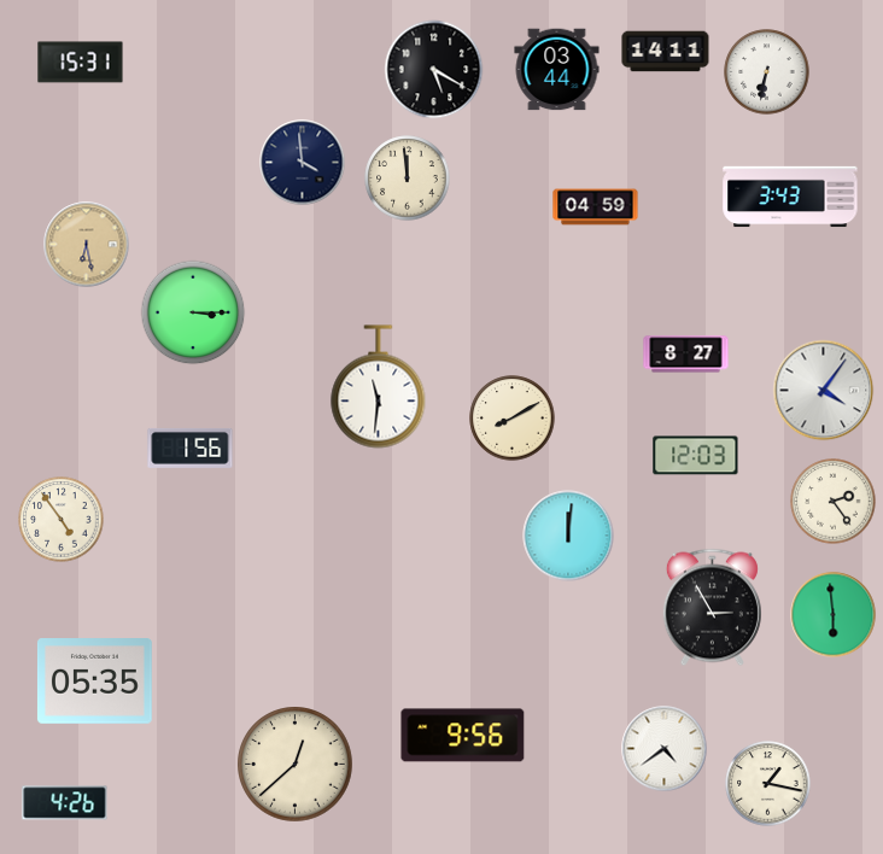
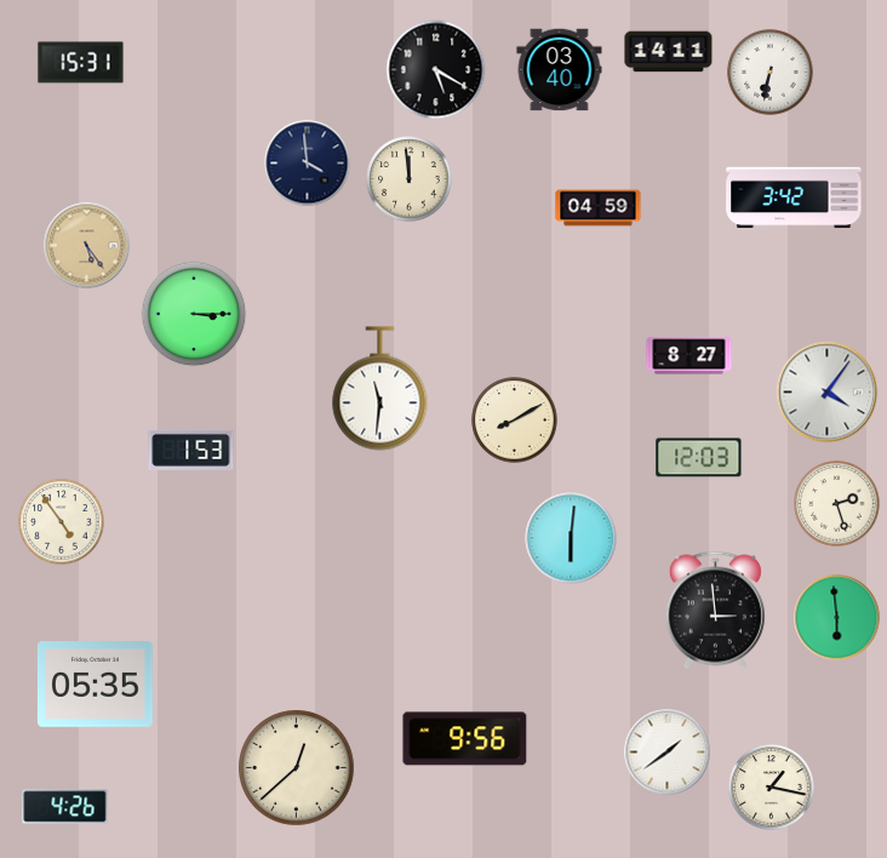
clock at (557, 70): 03:44 -> 03:40
clock at (303, 163) position: (303, 163) -> (308, 164)
clock at (790, 197): 3:43 -> 3:42
clock at (87, 245): 6:28 -> 5:24
clock at (191, 448): 1:56 -> 1:53
clock at (834, 502): 2:24 -> 2:27
clock at (568, 536): 12:01 -> 6:01
clock at (712, 608): 2:55 -> 2:59
clock at (665, 749): 4:39 -> 1:39
